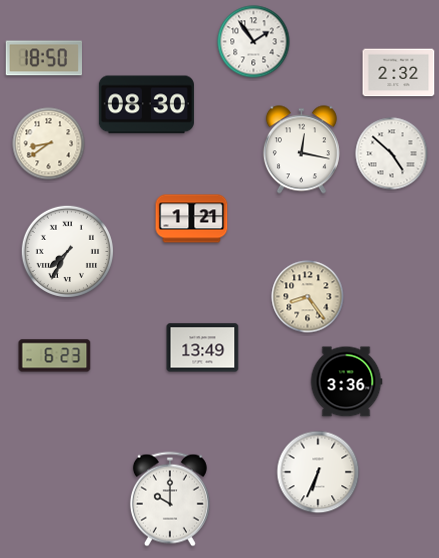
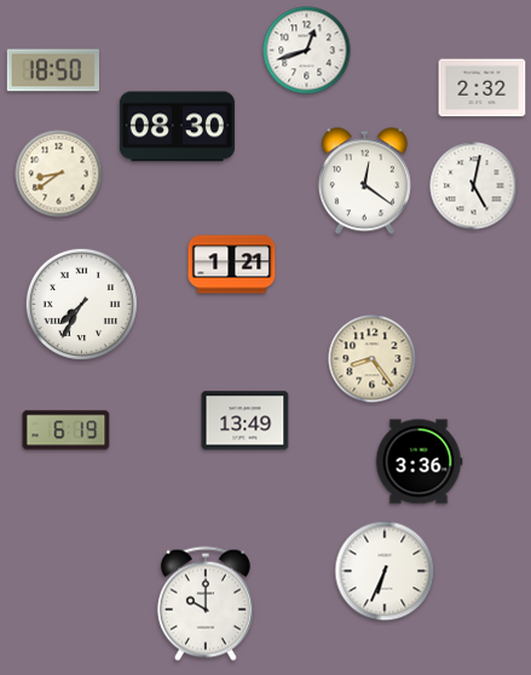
clock at (254, 42): 1:54 -> 12:42
clock at (301, 150): 12:17 -> 12:21
clock at (392, 154): 4:52 -> 5:02
clock at (55, 356): 6:23 -> 6:19
